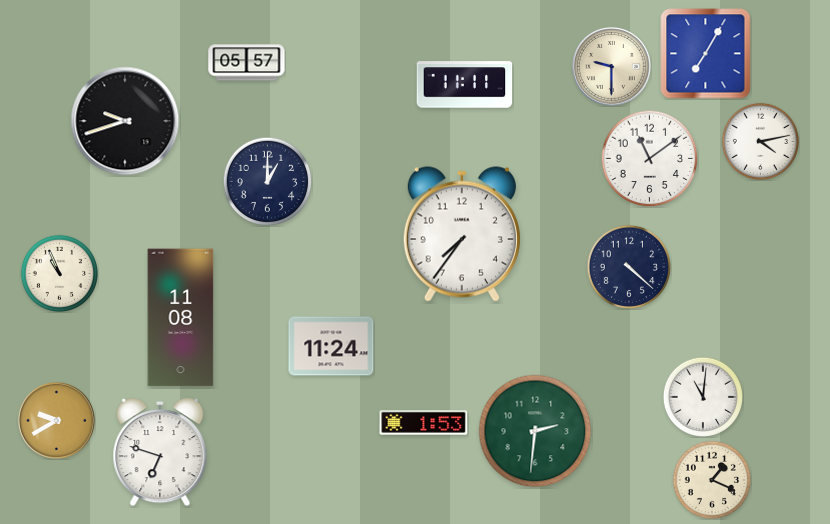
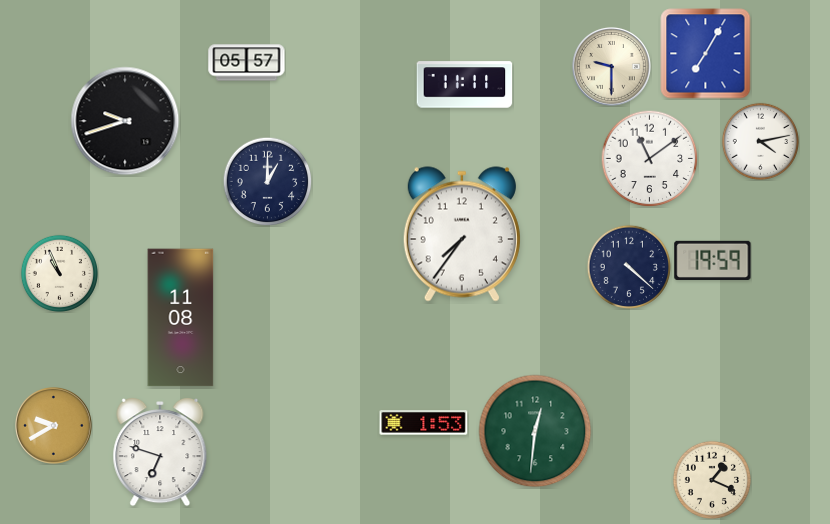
clock at (713, 260): none -> 19:59
clock at (331, 346): 11:24 -> none
clock at (702, 396): 11:01 -> none
clock at (57, 421) position: (57, 421) -> (54, 426)
clock at (535, 431): 2:31 -> 12:31
